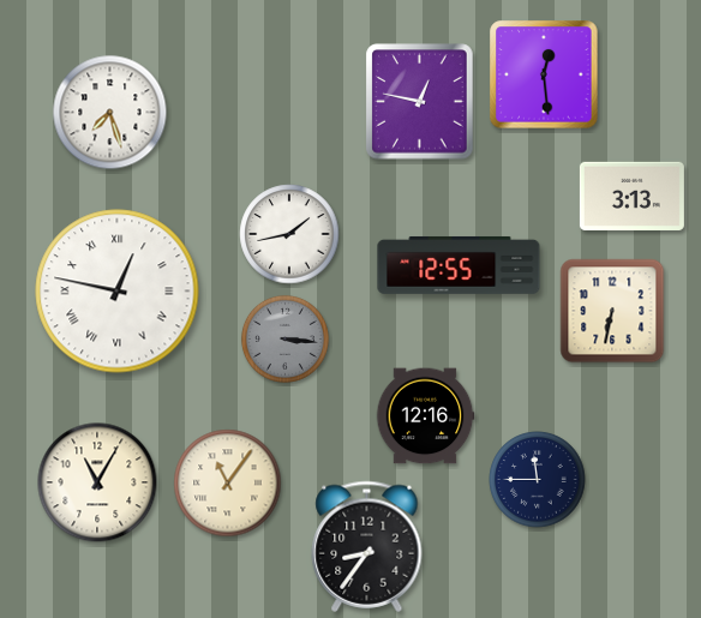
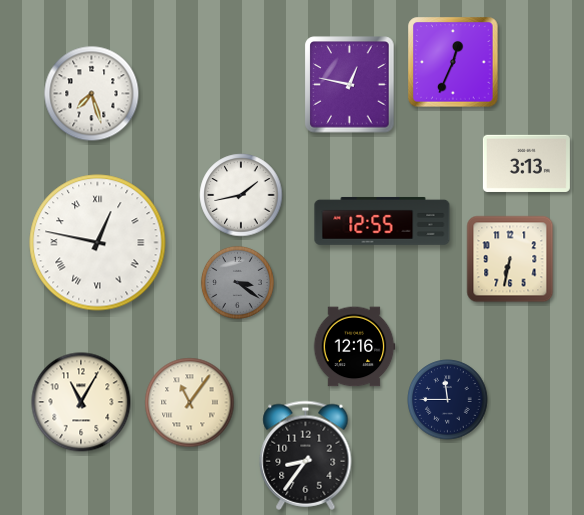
clock at (544, 74): 12:29 -> 12:34
clock at (284, 338): 3:16 -> 3:21
